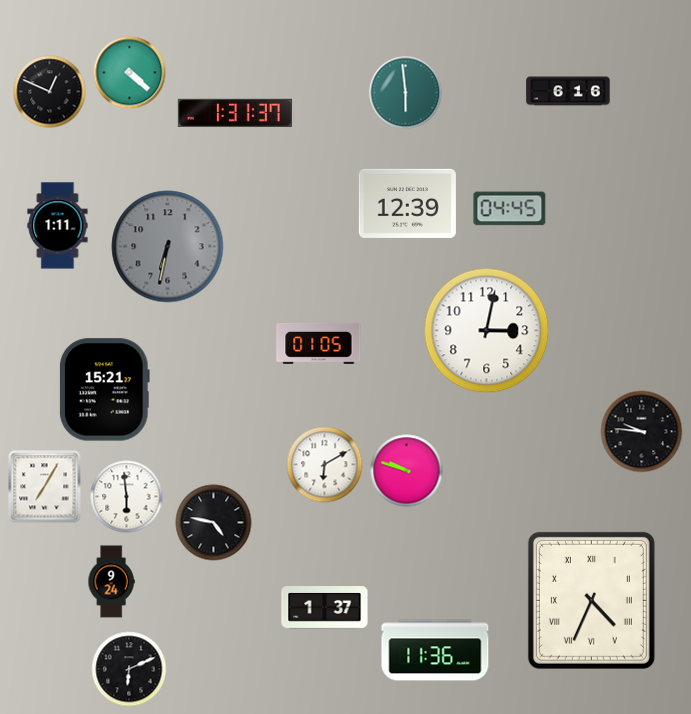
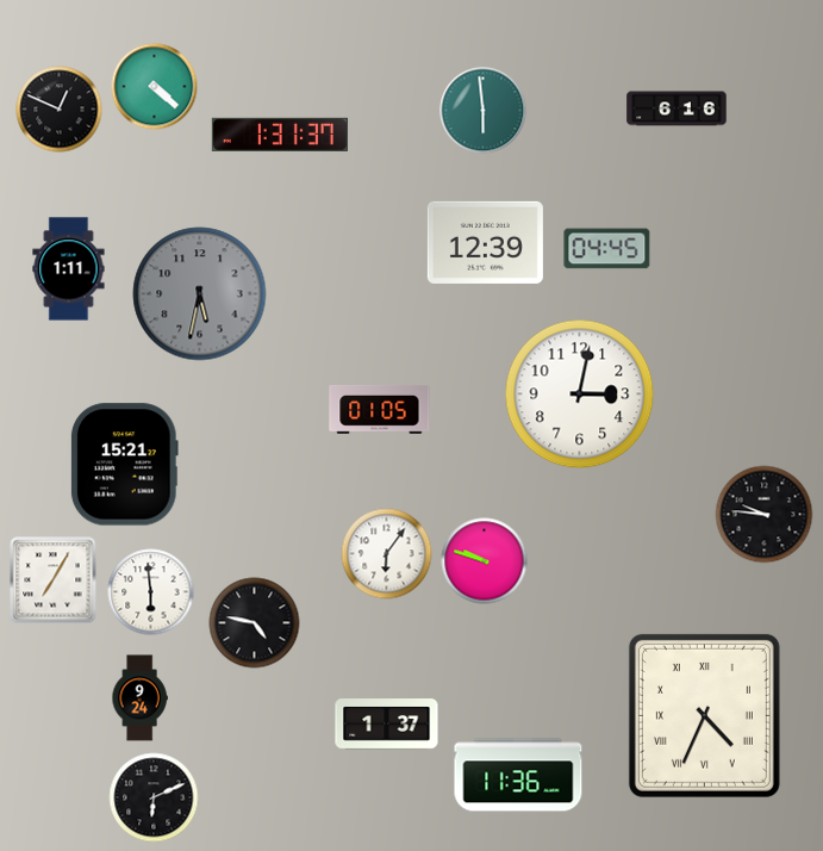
clock at (168, 247): 6:32 -> 5:32
clock at (325, 465): 6:10 -> 6:06
clock at (111, 582) position: (111, 582) -> (139, 698)
